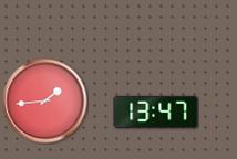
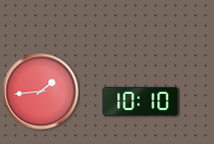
clock at (156, 112): 13:47 -> 10:10
